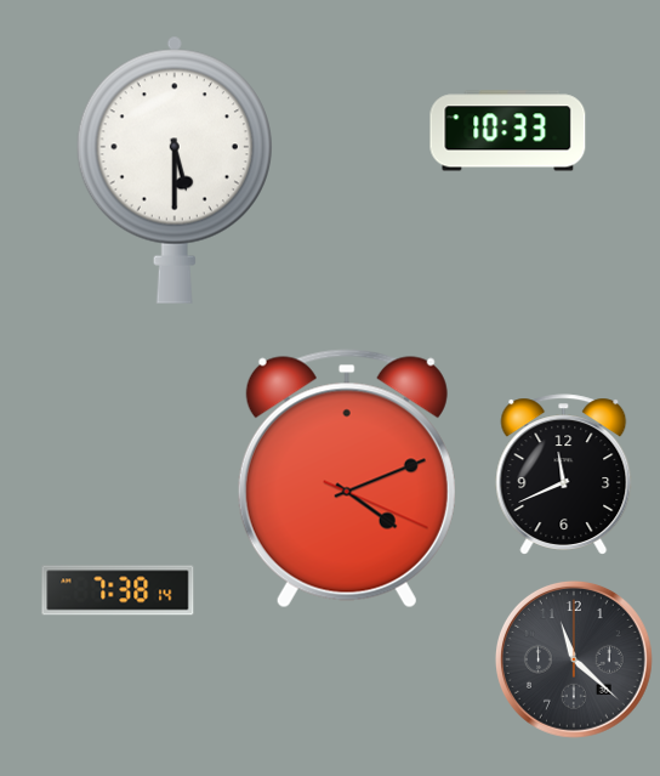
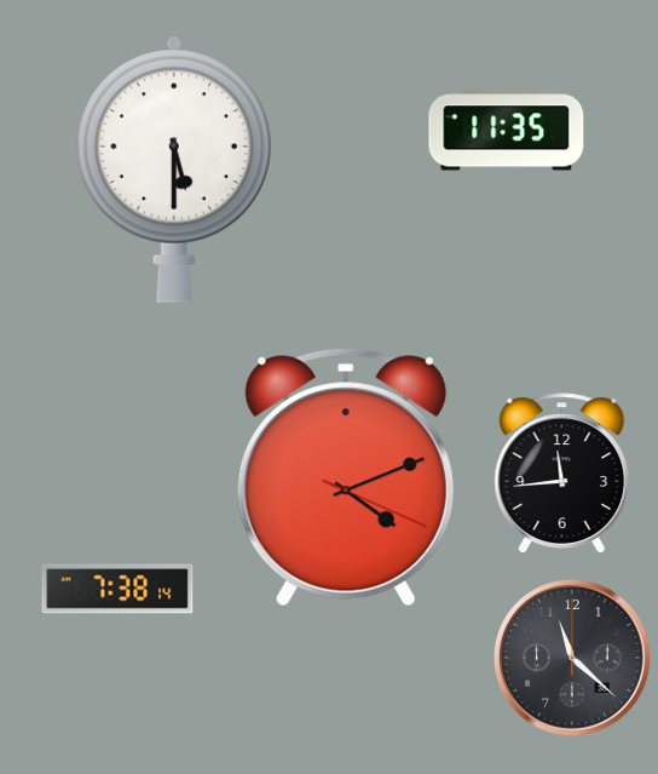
clock at (508, 131): 10:33 -> 11:35
clock at (564, 475): 11:41 -> 11:44
